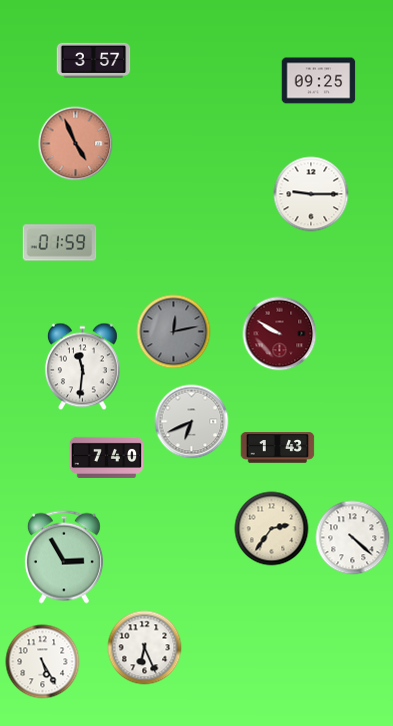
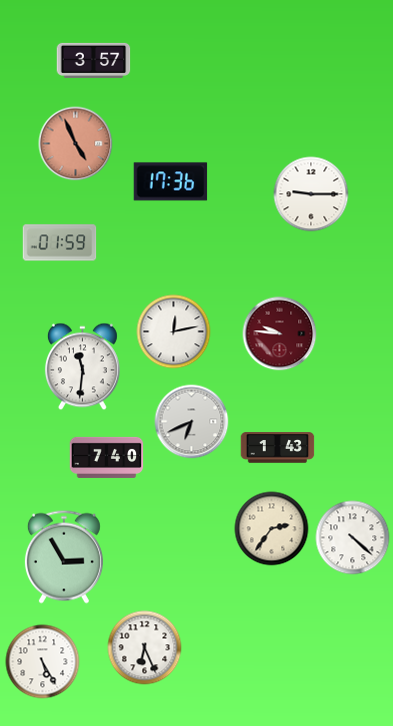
clock at (319, 81): 09:25 -> none
clock at (171, 182): none -> 17:36
clock at (174, 332) dial: grey -> white
clock at (280, 334): 9:50 -> 9:46
